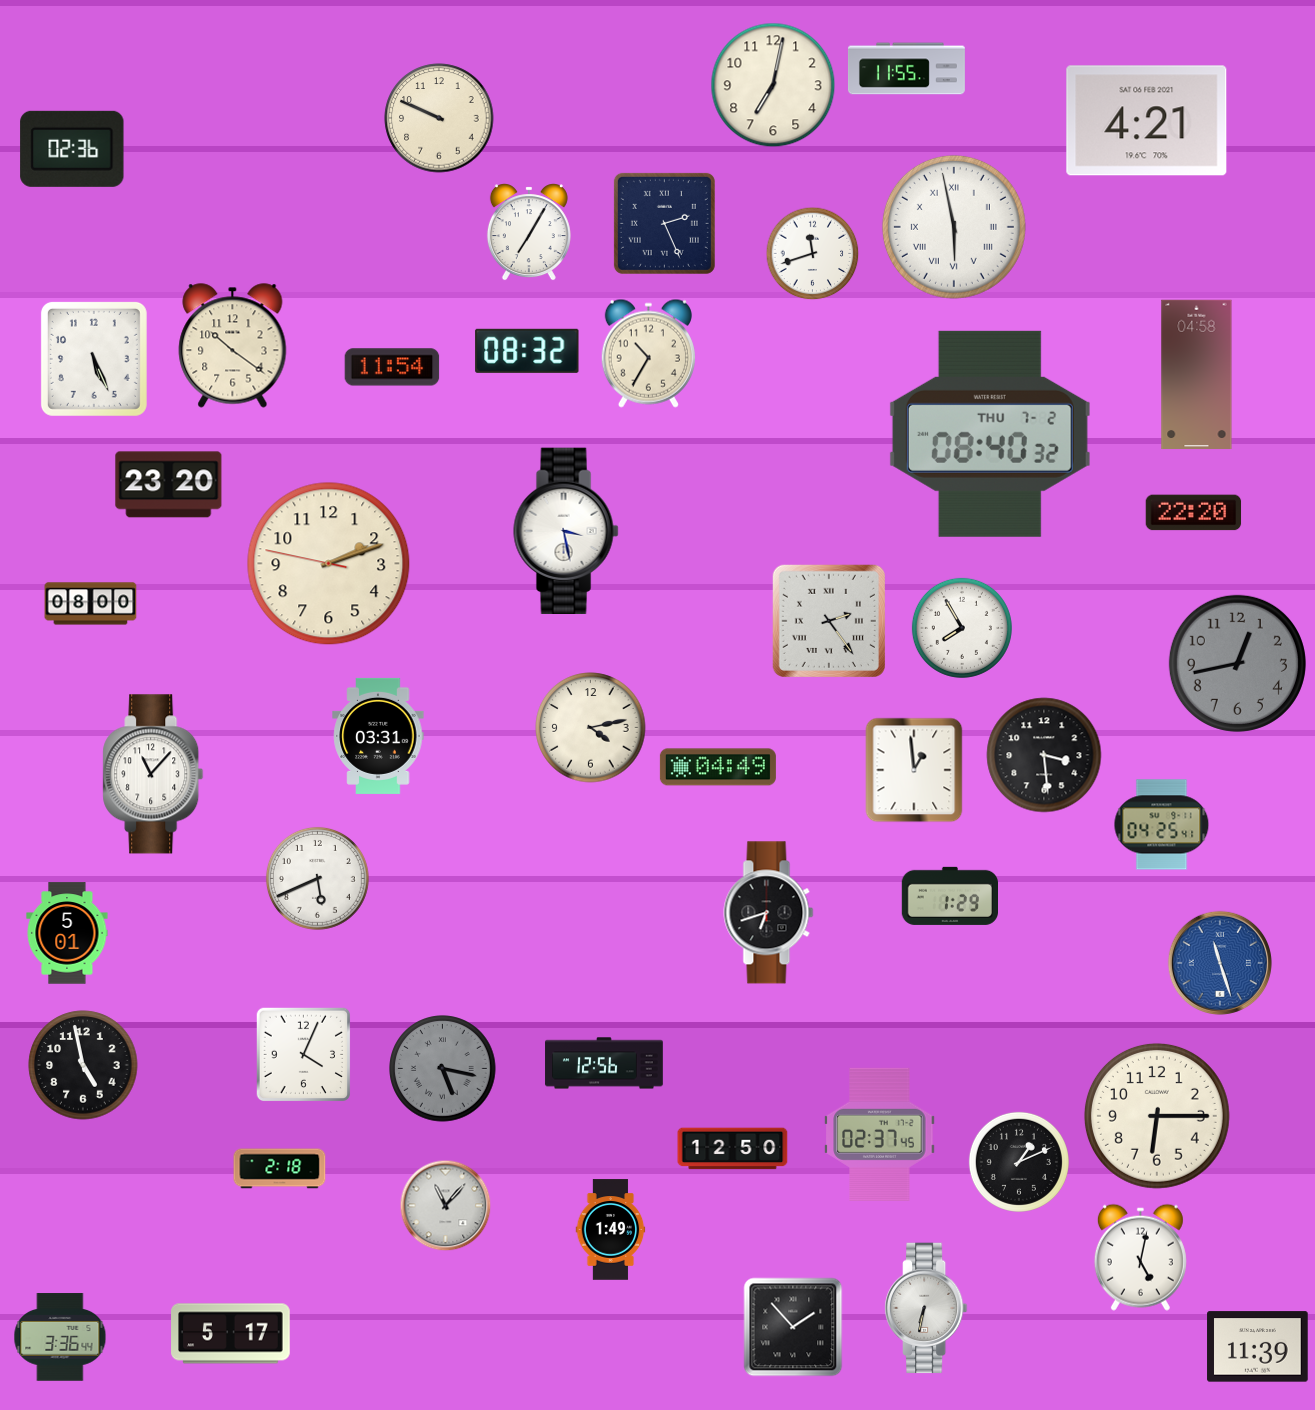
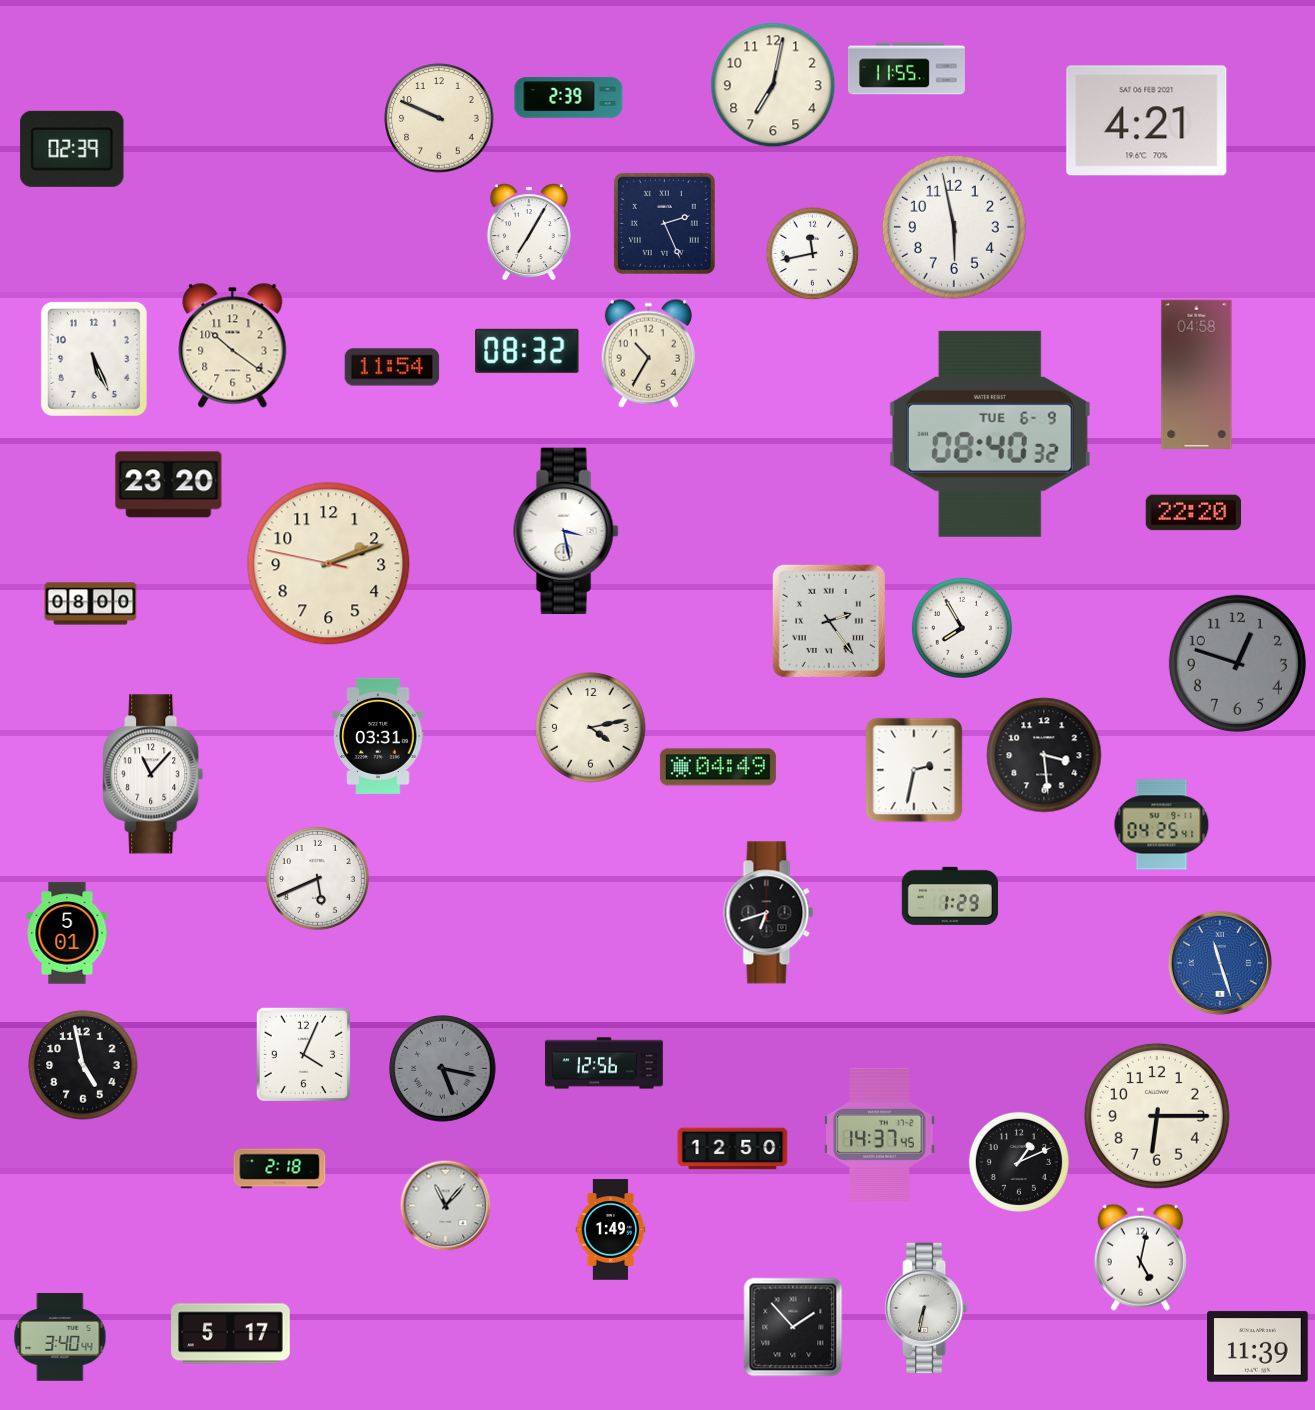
clock at (569, 98): none -> 2:39
clock at (72, 149): 02:36 -> 02:39
clock at (954, 227) numerals: Roman -> Arabic
clock at (813, 254): 11:42 -> 11:43
clock at (990, 434) date: THU 7-2 -> TUE 6-9
clock at (1237, 663): 12:43 -> 12:48
clock at (914, 770): 12:59 -> 2:32
clock at (880, 1134): 02:37 -> 14:37
clock at (60, 1337): 3:36 -> 3:40
